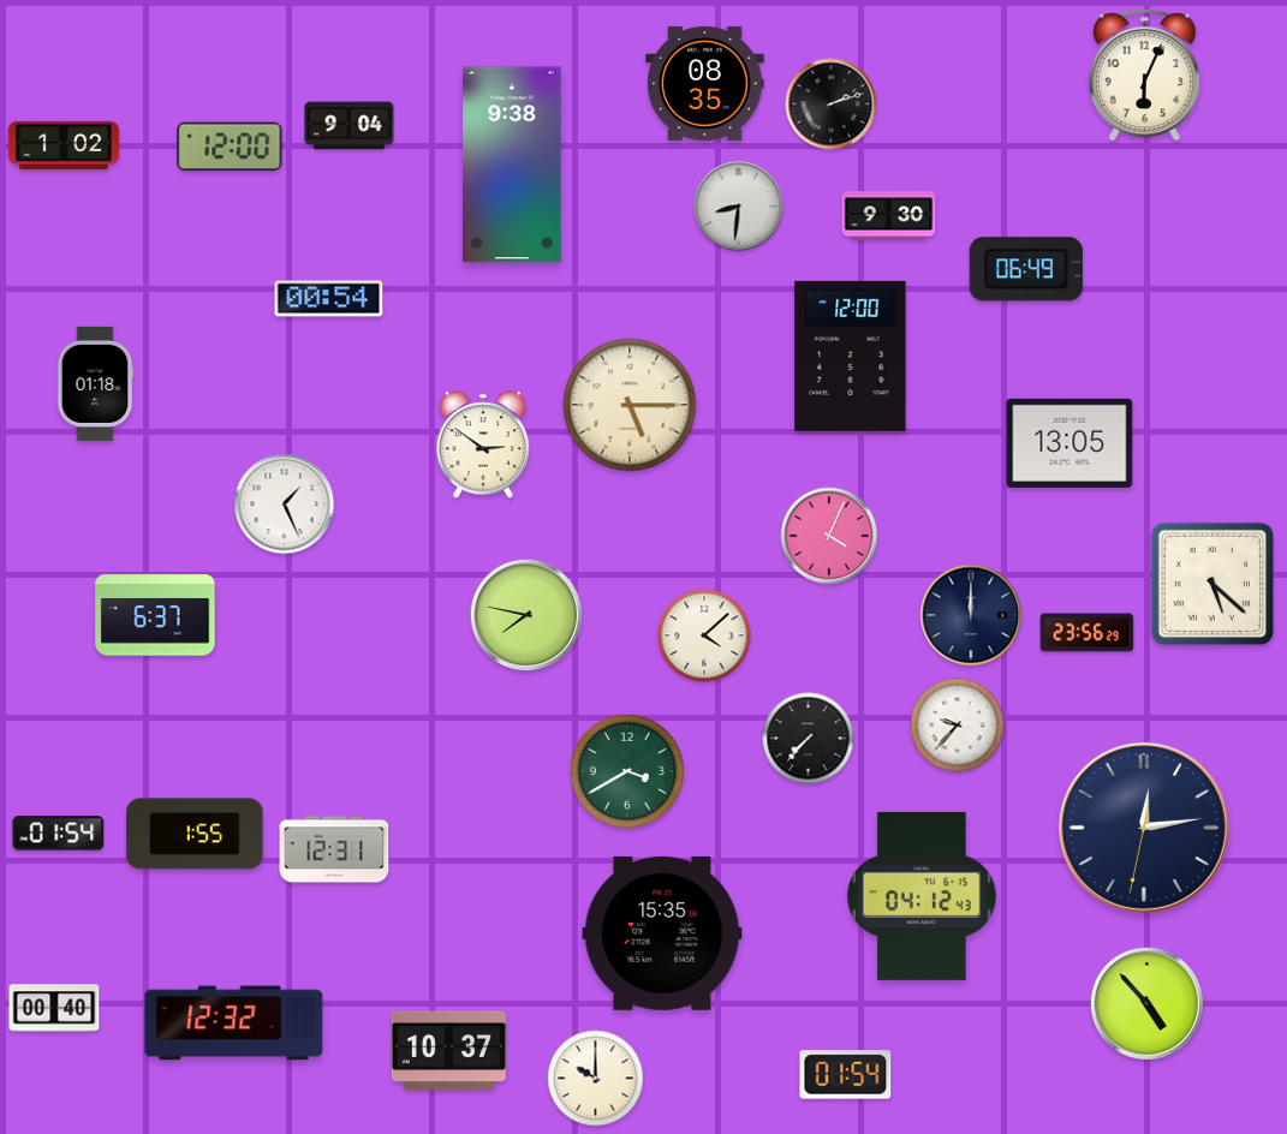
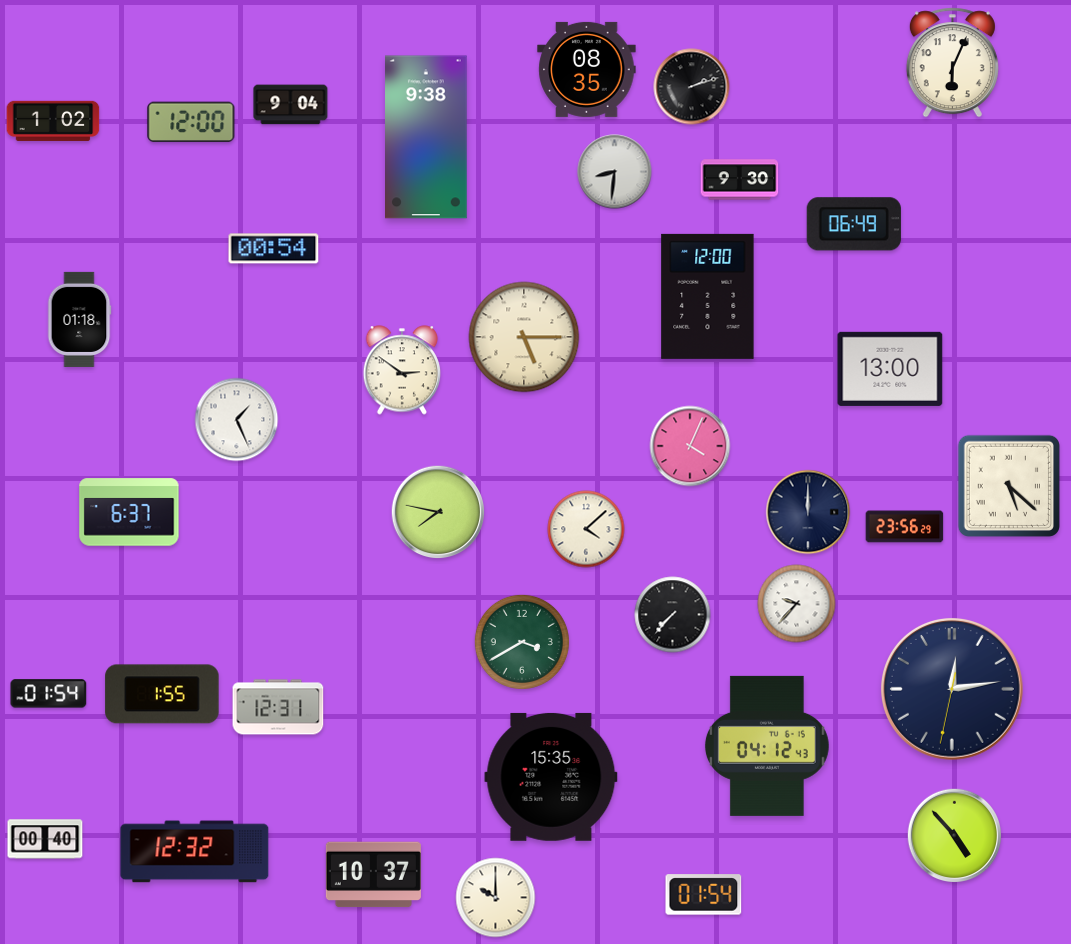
clock at (1069, 443): 13:05 -> 13:00
